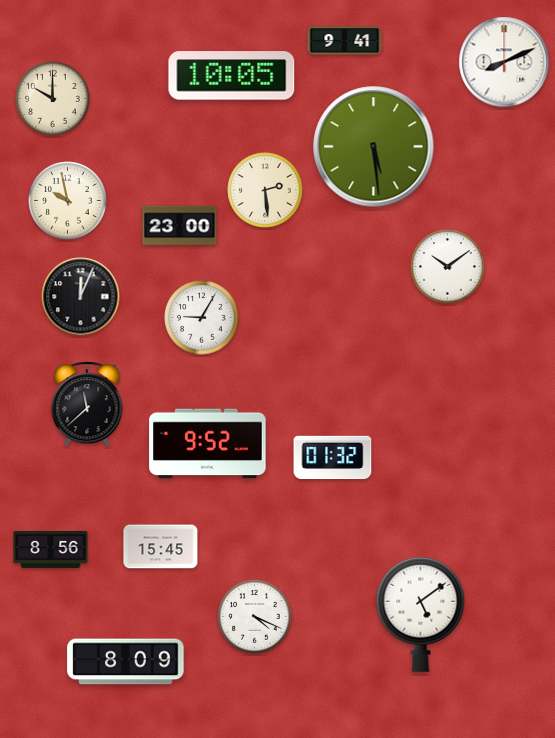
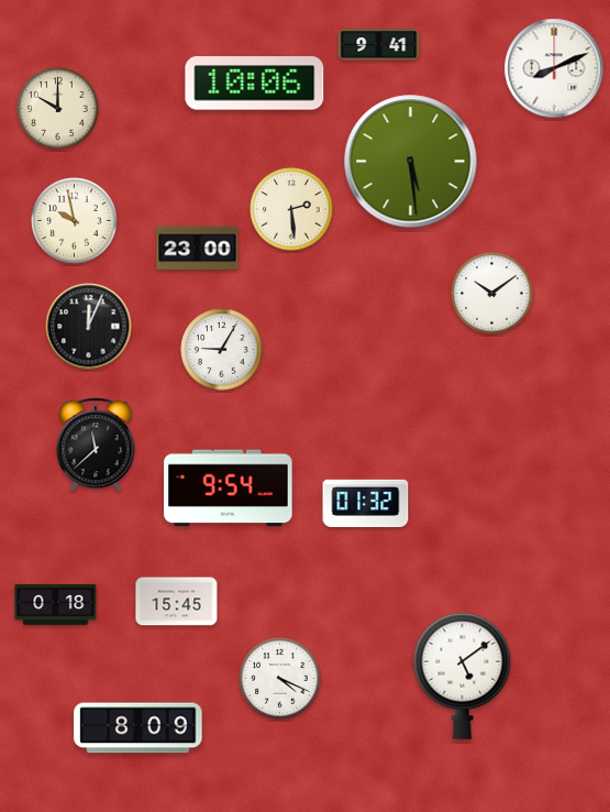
clock at (232, 76): 10:05 -> 10:06
clock at (208, 444): 9:52 -> 9:54
clock at (51, 549): 8:56 -> 0:18
